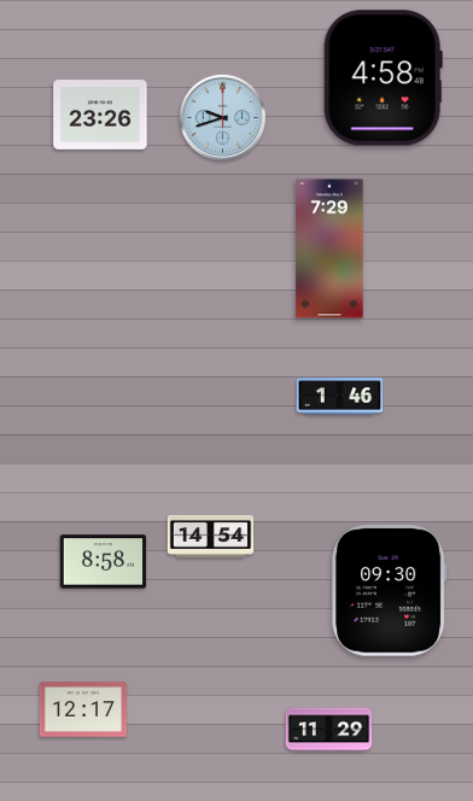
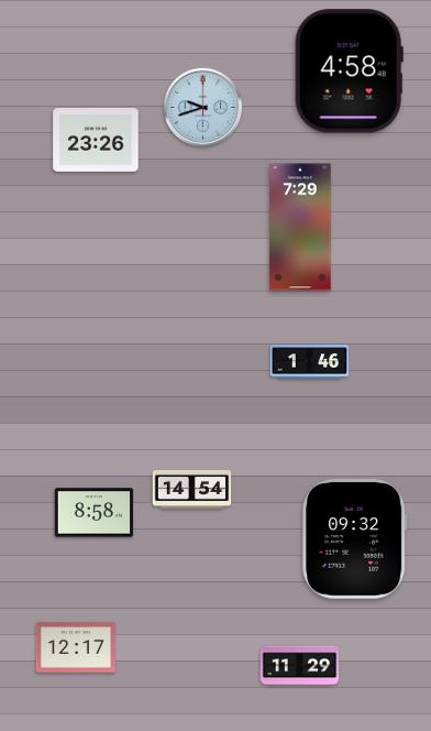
clock at (100, 115) position: (100, 115) -> (96, 140)
clock at (390, 591): 09:30 -> 09:32
